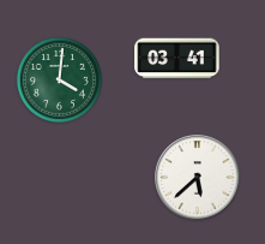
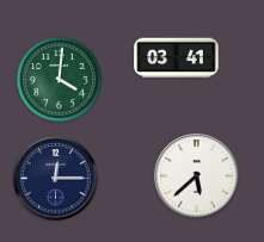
clock at (56, 179): none -> 12:15
